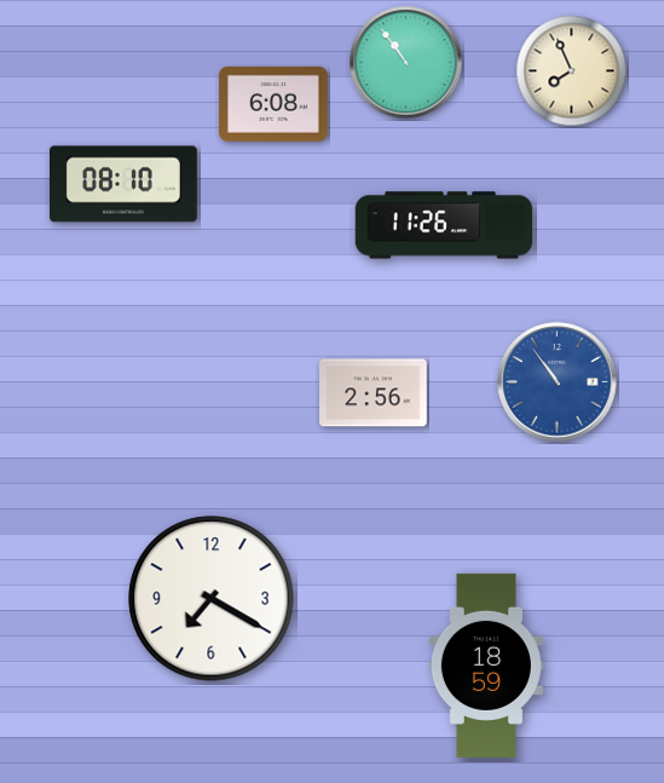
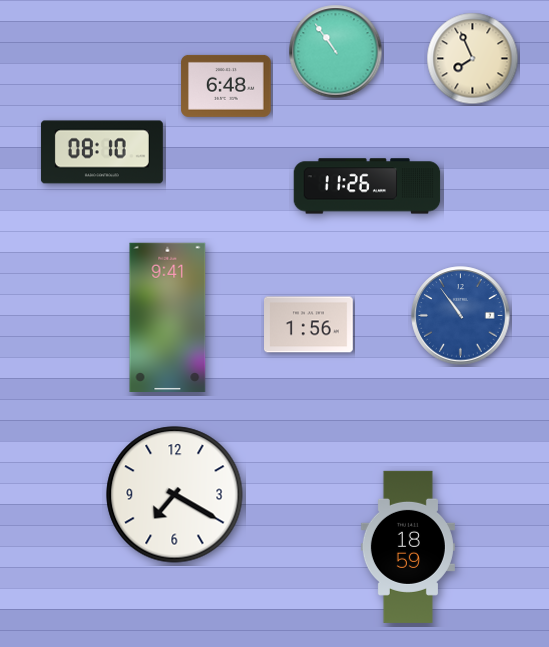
clock at (273, 104): 6:08 -> 6:48
clock at (168, 317): none -> 9:41
clock at (374, 393): 2:56 -> 1:56
clock at (486, 666) position: (486, 666) -> (408, 547)
